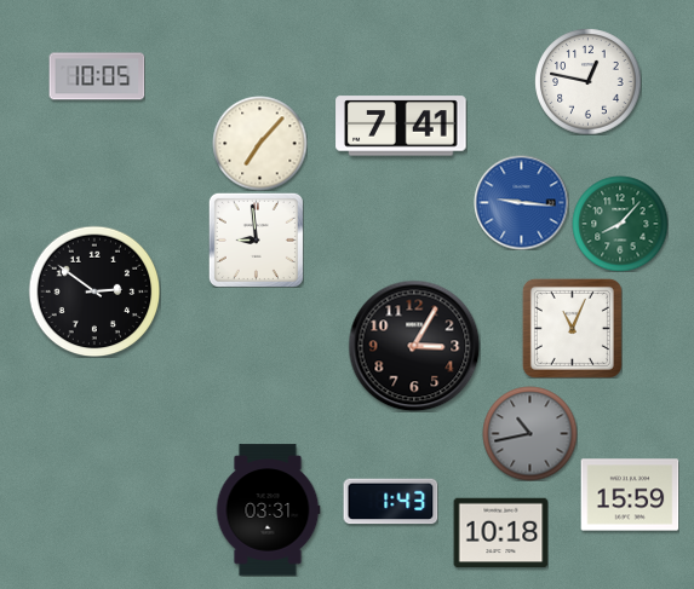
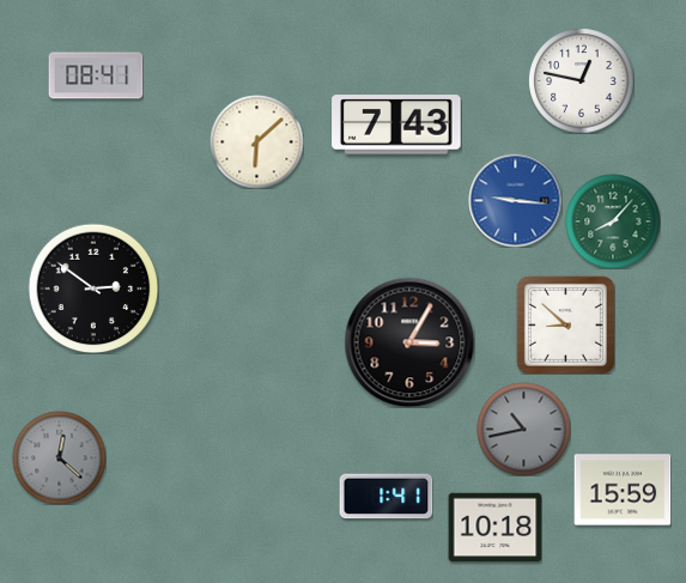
clock at (97, 76): 10:05 -> 08:41
clock at (401, 126): 7:41 -> 7:43
clock at (259, 143): 7:07 -> 6:08
clock at (256, 239): 8:59 -> none
clock at (572, 328): 11:04 -> 8:52
clock at (59, 457): none -> 12:22
clock at (390, 502): 1:43 -> 1:41
clock at (268, 510): 03:31 -> none
